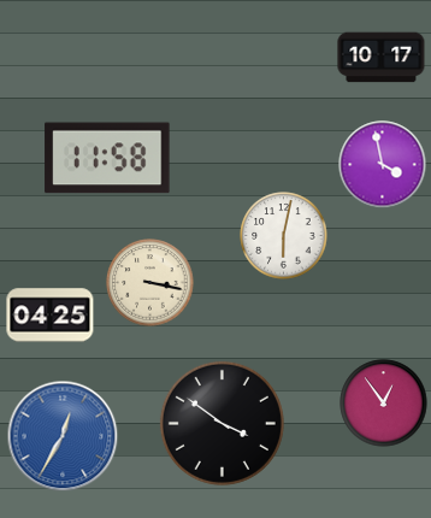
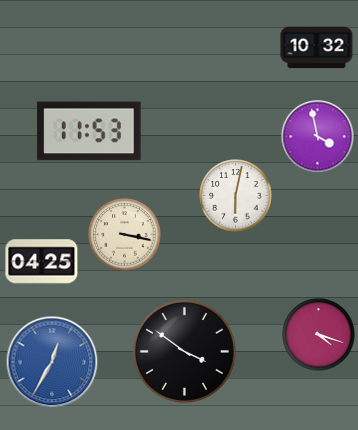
clock at (382, 58): 10:17 -> 10:32
clock at (107, 158): 11:58 -> 11:53
clock at (384, 404): 12:54 -> 4:18
